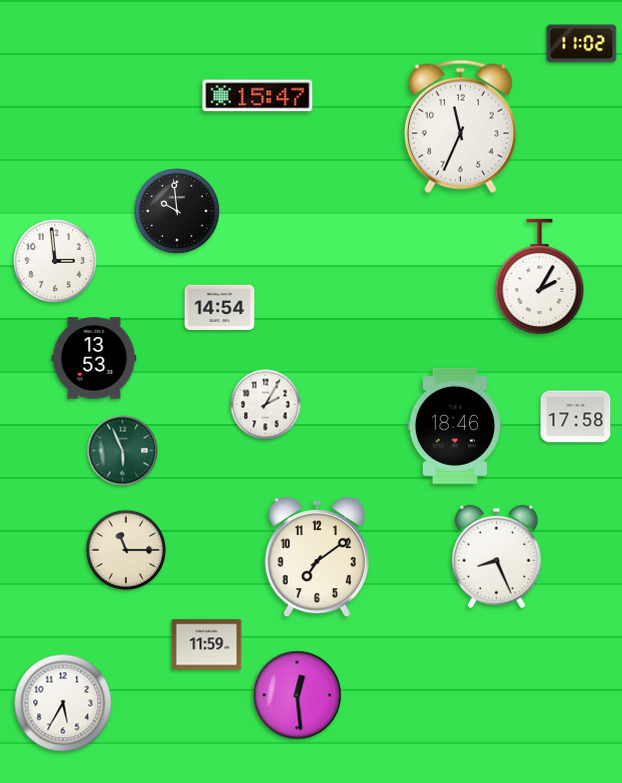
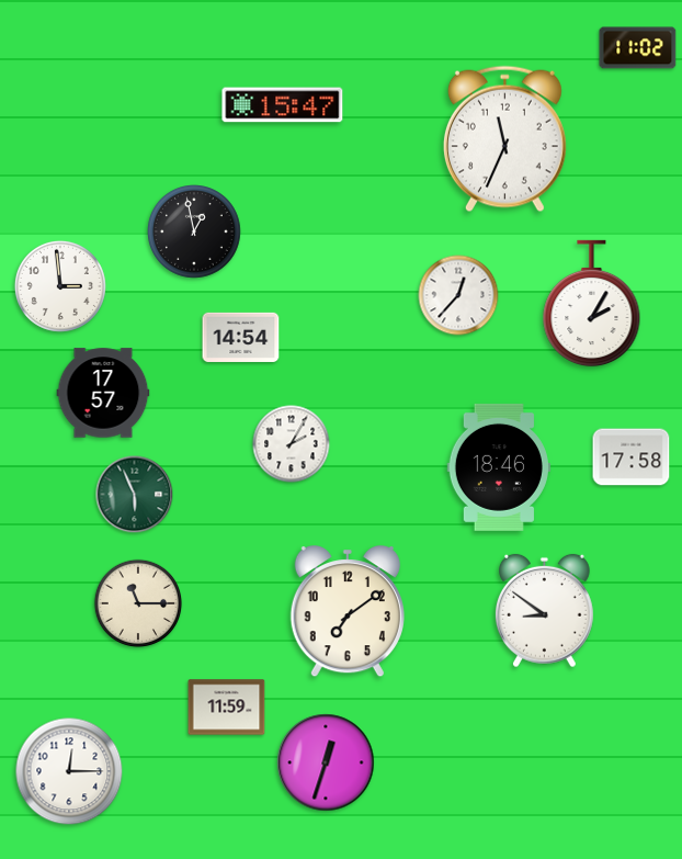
clock at (178, 212): 9:59 -> 12:58
clock at (458, 295): none -> 12:37
clock at (94, 358): 13:53 -> 17:57
clock at (496, 557): 8:26 -> 8:51
clock at (297, 695): 12:29 -> 12:33
clock at (63, 703): 5:35 -> 12:15
